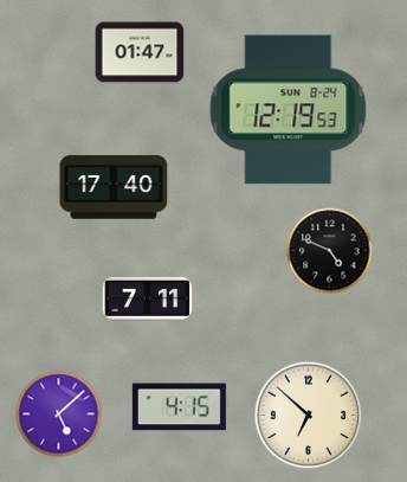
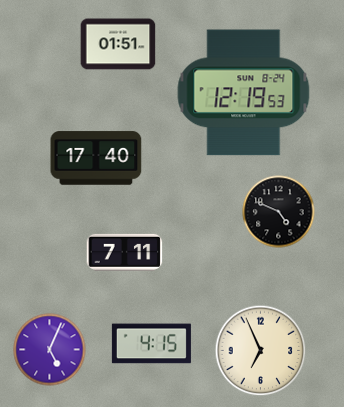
clock at (140, 52): 01:47 -> 01:51
clock at (59, 414): 5:08 -> 5:04
clock at (309, 416): 6:52 -> 6:56
